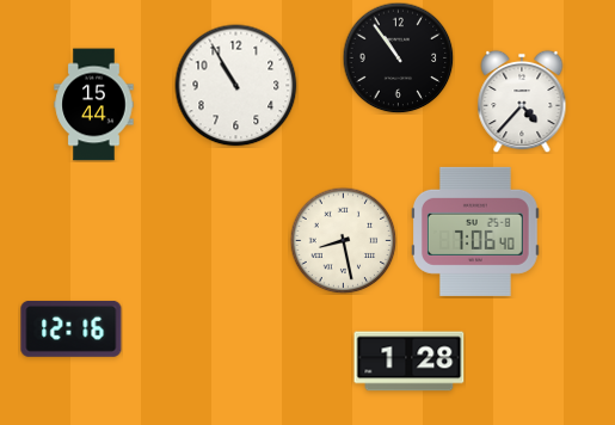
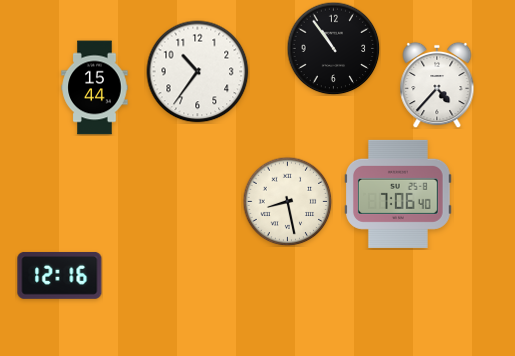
clock at (236, 86): 10:55 -> 10:36
clock at (94, 105) position: (94, 105) -> (95, 88)
clock at (410, 362): 1:28 -> none
